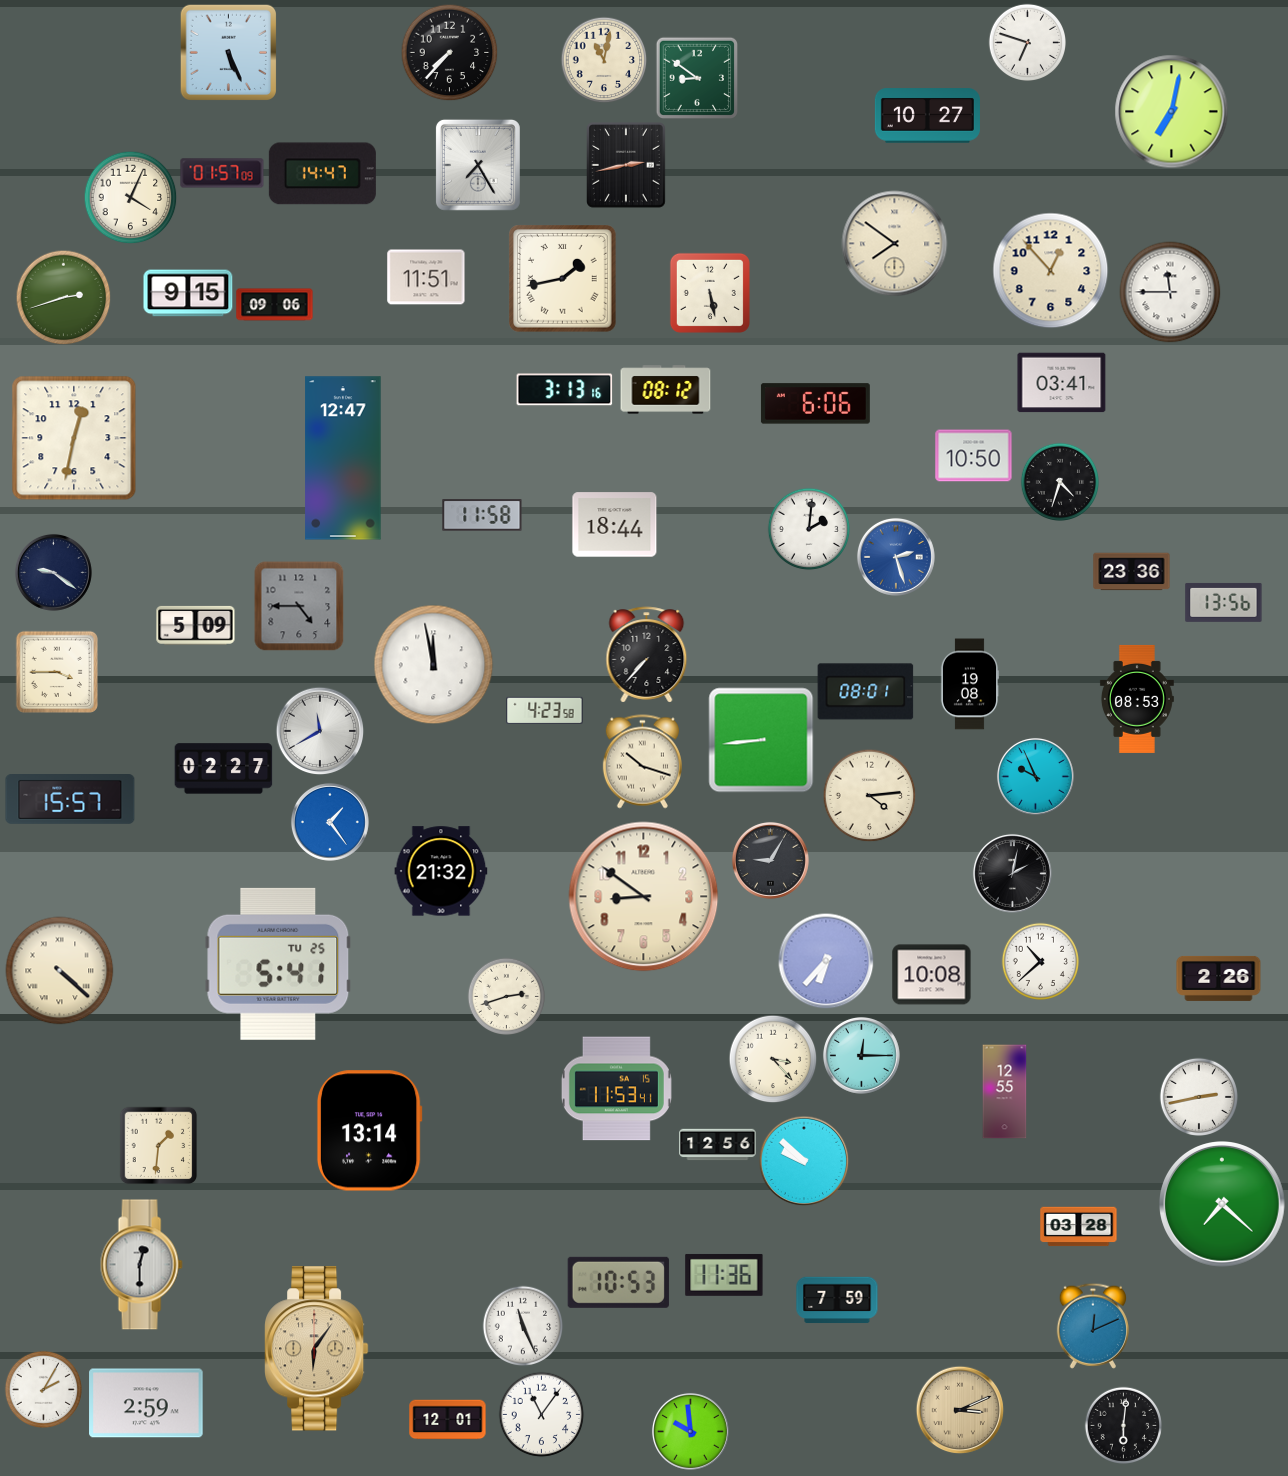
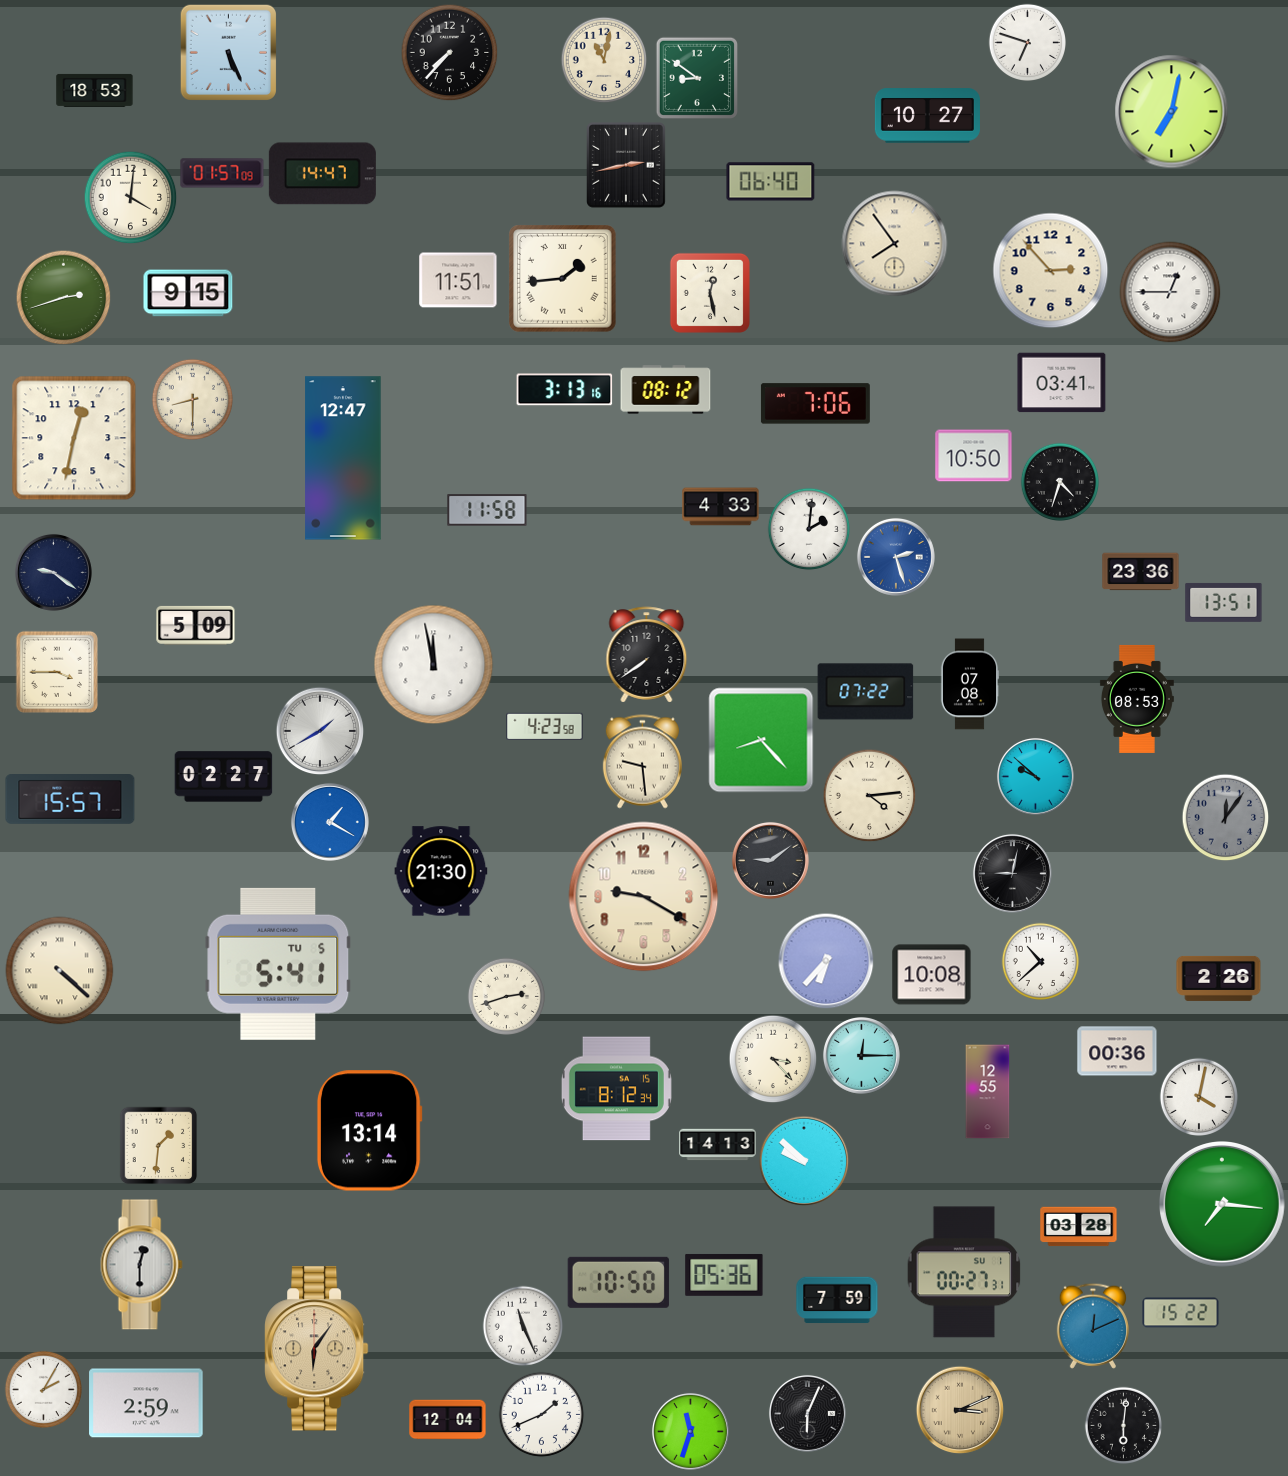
clock at (95, 90): none -> 18:53
clock at (478, 165): 7:25 -> none
clock at (771, 182): none -> 06:40
clock at (130, 197): 4:04 -> 4:01
clock at (895, 244): 7:51 -> 7:54
clock at (1051, 271): 12:53 -> 2:53
clock at (426, 277) position: (426, 277) -> (458, 280)
clock at (563, 279): 1:43 -> 1:44
clock at (1170, 292): 11:45 -> 12:45
clock at (710, 293): 5:28 -> 12:28
clock at (275, 305): 09:06 -> none
clock at (192, 399): none -> 8:30
clock at (815, 404): 6:06 -> 7:06
clock at (721, 507): none -> 4:33
clock at (482, 515) position: (482, 515) -> (487, 510)
clock at (615, 525): 18:44 -> none
clock at (1132, 572) position: (1132, 572) -> (1141, 572)
clock at (1224, 602): 13:56 -> 13:51
clock at (299, 606): 4:45 -> none
clock at (647, 655): 7:37 -> 7:39
clock at (970, 684): 19:08 -> 07:08
clock at (866, 692): 08:01 -> 07:22
clock at (545, 710) position: (545, 710) -> (545, 726)
clock at (320, 731): 11:40 -> 1:40
clock at (761, 740): 8:44 -> 8:23
clock at (642, 762): 10:18 -> 9:29
clock at (224, 769) position: (224, 769) -> (224, 777)
clock at (1035, 776): 9:56 -> 9:52
clock at (1225, 817): none -> 12:06
clock at (330, 822): 1:24 -> 1:20
clock at (770, 860): 9:05 -> 9:09
clock at (441, 871): 21:32 -> 21:30
clock at (1012, 873): 2:02 -> 9:02
clock at (644, 897): 8:51 -> 9:20
clock at (278, 964) date: TU 25 -> TU 5
clock at (1117, 1051): none -> 00:36
clock at (616, 1089): 11:53 -> 8:12
clock at (1005, 1092) position: (1005, 1092) -> (988, 1092)
clock at (1198, 1096): 2:43 -> 4:02
clock at (718, 1145): 12:56 -> 14:13
clock at (1223, 1205): 7:22 -> 7:16
clock at (964, 1272): none -> 00:27
clock at (724, 1275): 11:36 -> 05:36
clock at (618, 1282): 10:53 -> 10:50
clock at (1181, 1313): none -> 15:22
clock at (807, 1413): none -> 6:04
clock at (541, 1414): 11:06 -> 1:41
clock at (448, 1420): 12:01 -> 12:04
clock at (690, 1431): 9:59 -> 11:33
